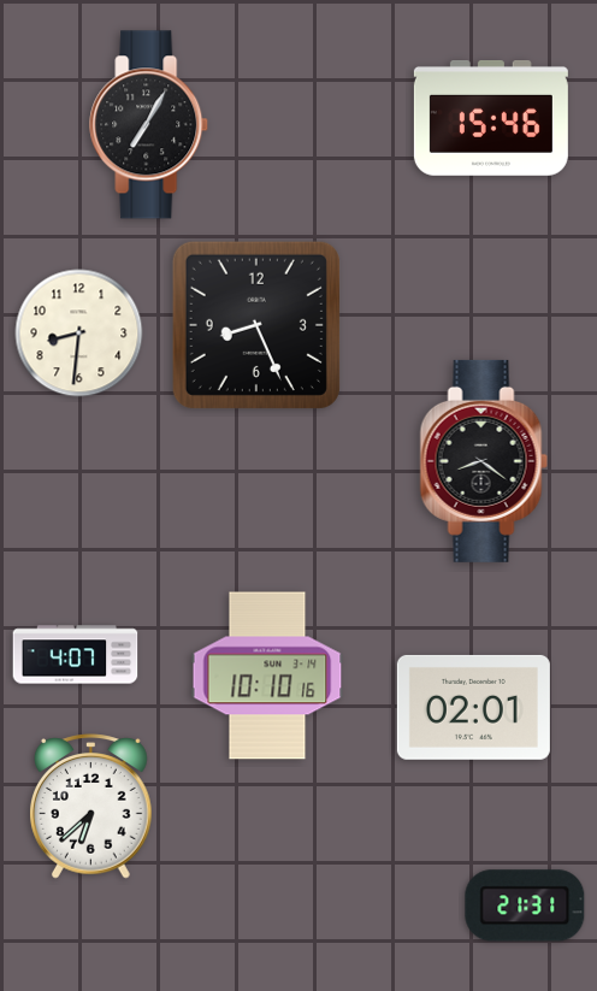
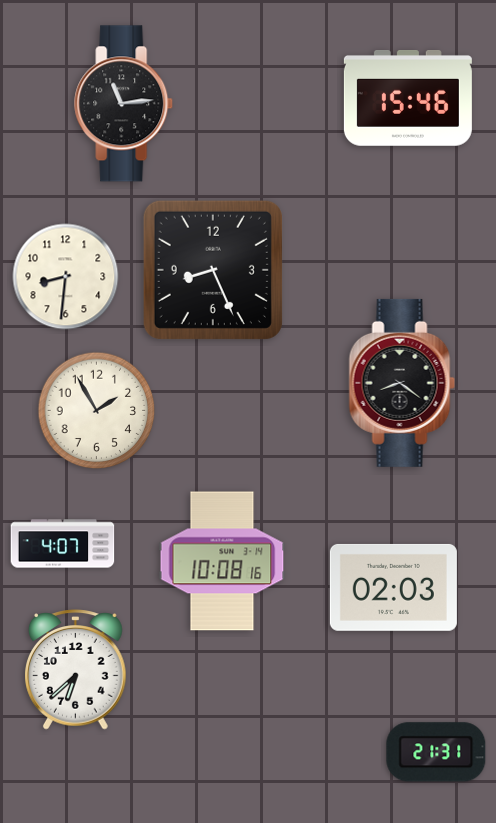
clock at (149, 125): 7:05 -> 11:14
clock at (97, 411): none -> 1:55
clock at (267, 676): 10:10 -> 10:08
clock at (473, 707): 02:01 -> 02:03
